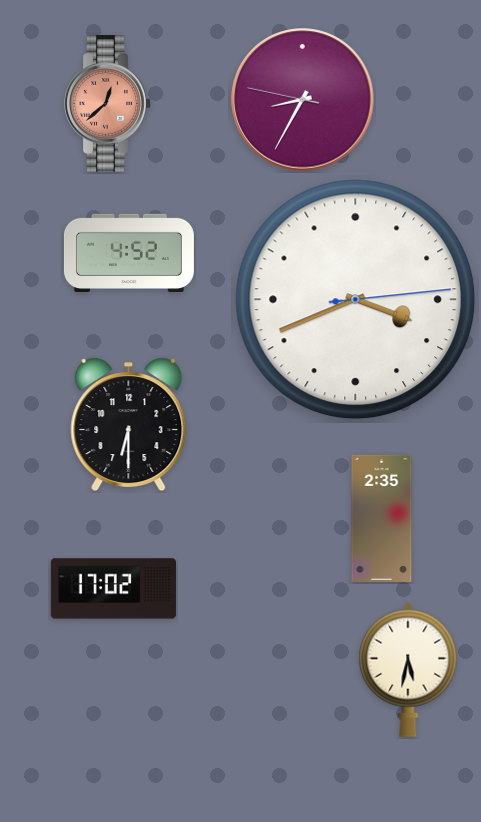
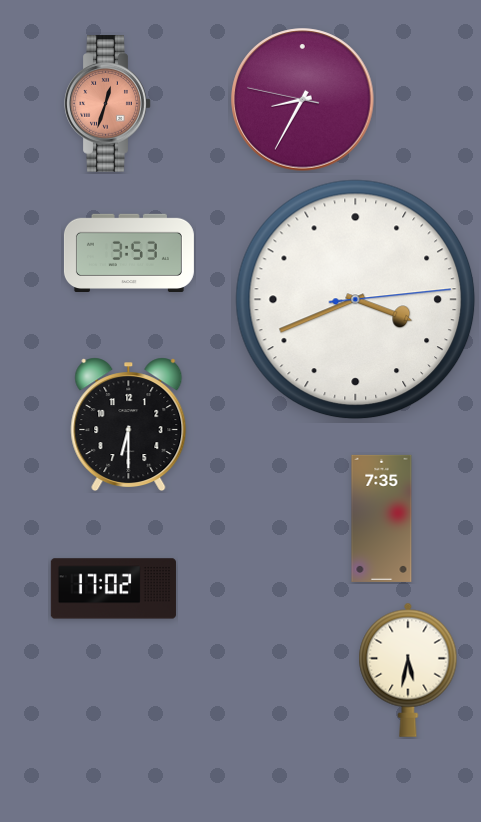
clock at (108, 104): 12:38 -> 12:33
clock at (129, 252): 4:52 -> 3:53
clock at (382, 518): 2:35 -> 7:35
